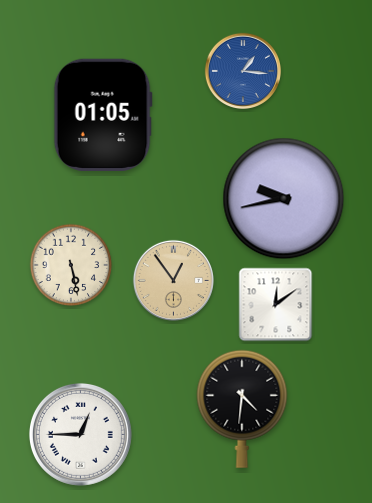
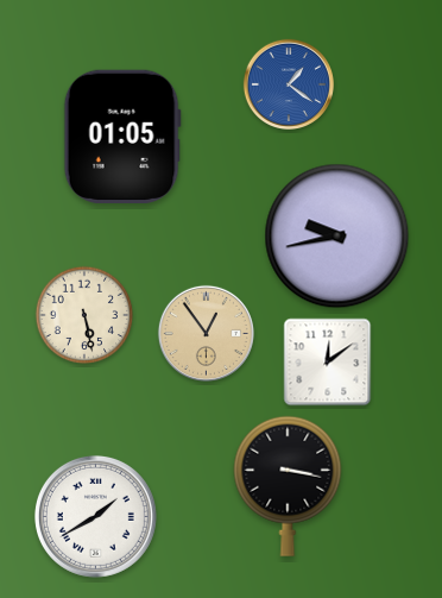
clock at (242, 70): 1:16 -> 1:21
clock at (242, 409): 4:31 -> 3:17
clock at (80, 434): 12:45 -> 1:40
